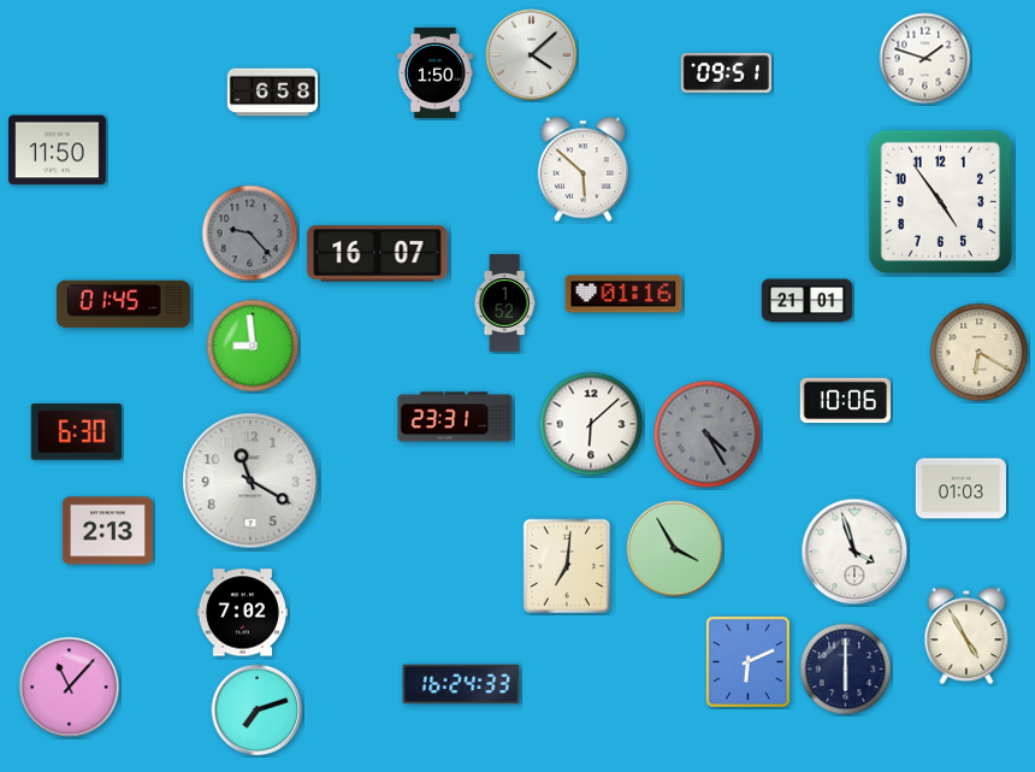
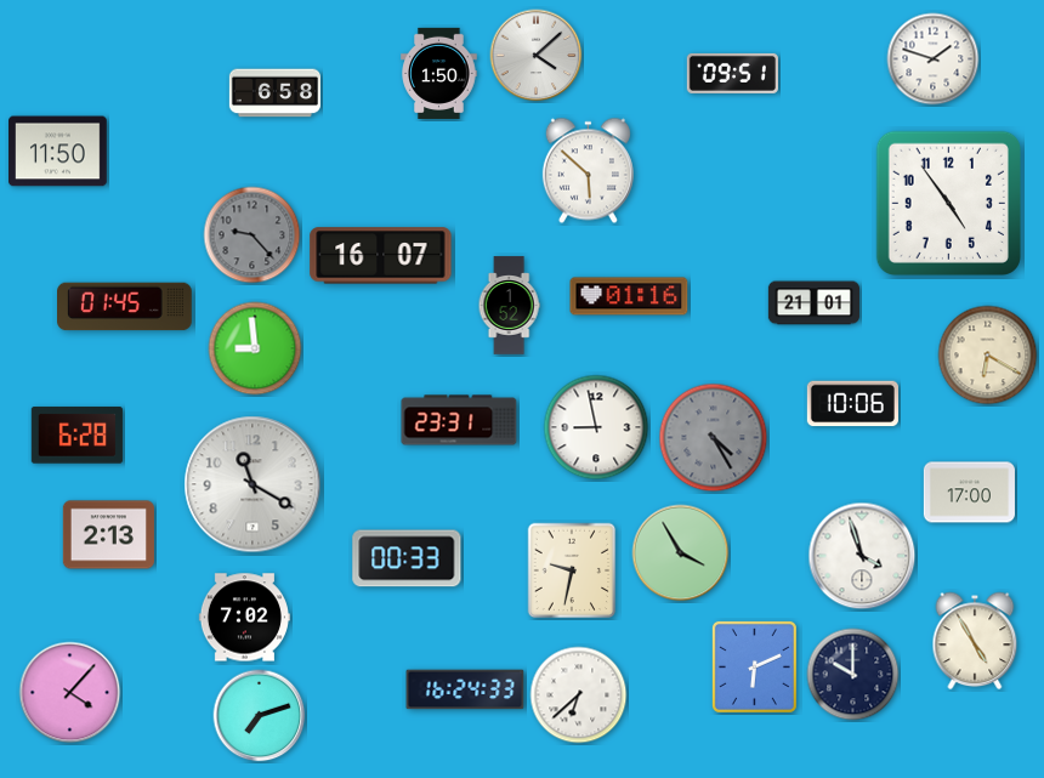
clock at (591, 424): 6:08 -> 8:58
clock at (76, 432): 6:30 -> 6:28
clock at (960, 489): 01:03 -> 17:00
clock at (407, 558): none -> 00:33
clock at (567, 566): 7:01 -> 9:32
clock at (846, 670): 6:00 -> 10:00
clock at (70, 688): 11:07 -> 4:07
clock at (579, 695): none -> 6:38
